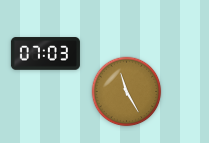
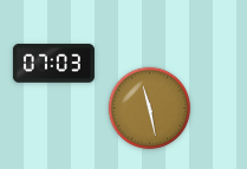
clock at (127, 92): 11:25 -> 11:28
